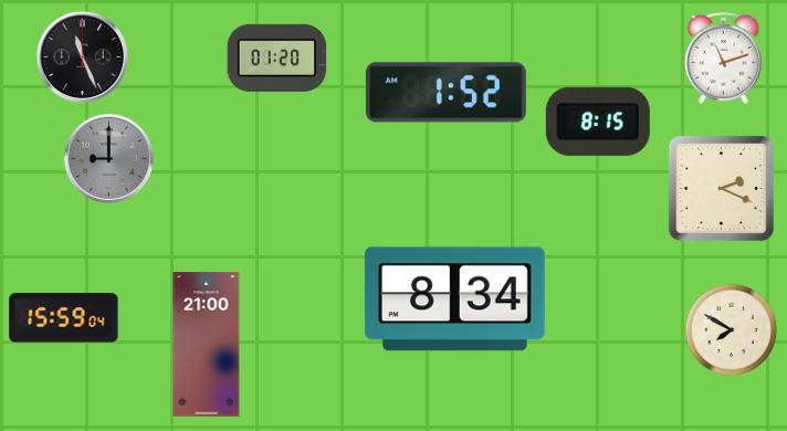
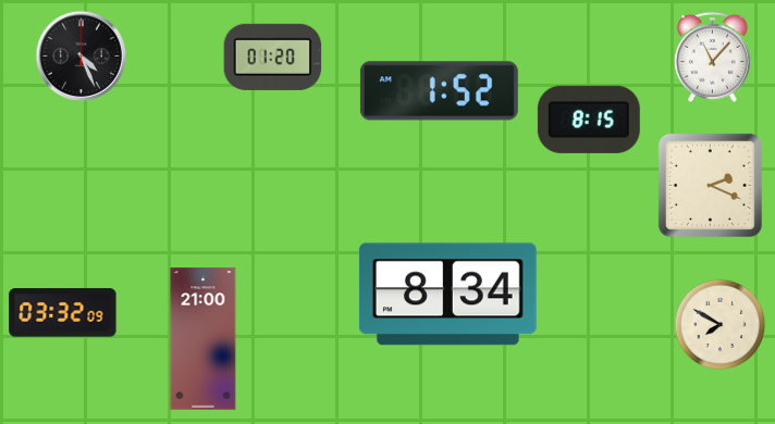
clock at (83, 57): 11:26 -> 4:26
clock at (723, 57): 11:12 -> 11:07
clock at (109, 159): 9:00 -> none
clock at (64, 318): 15:59 -> 03:32
